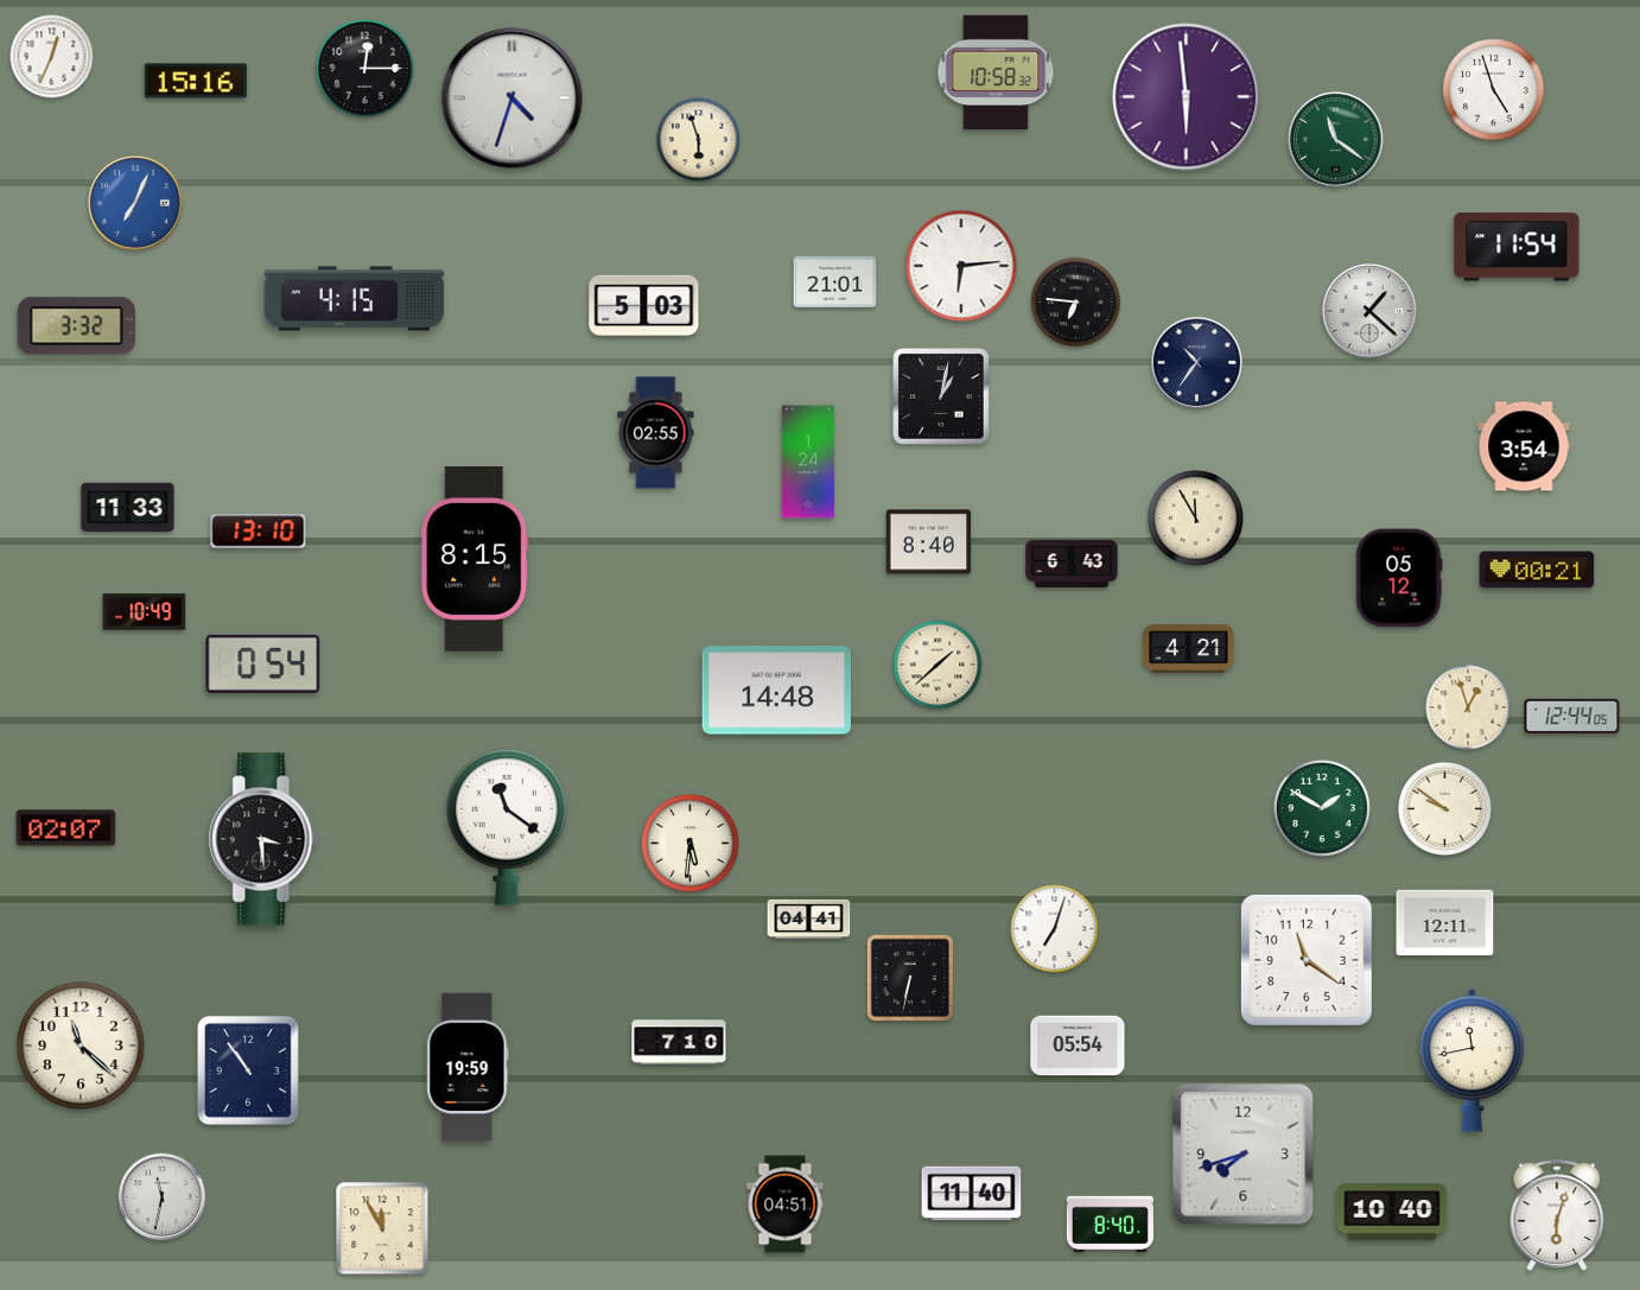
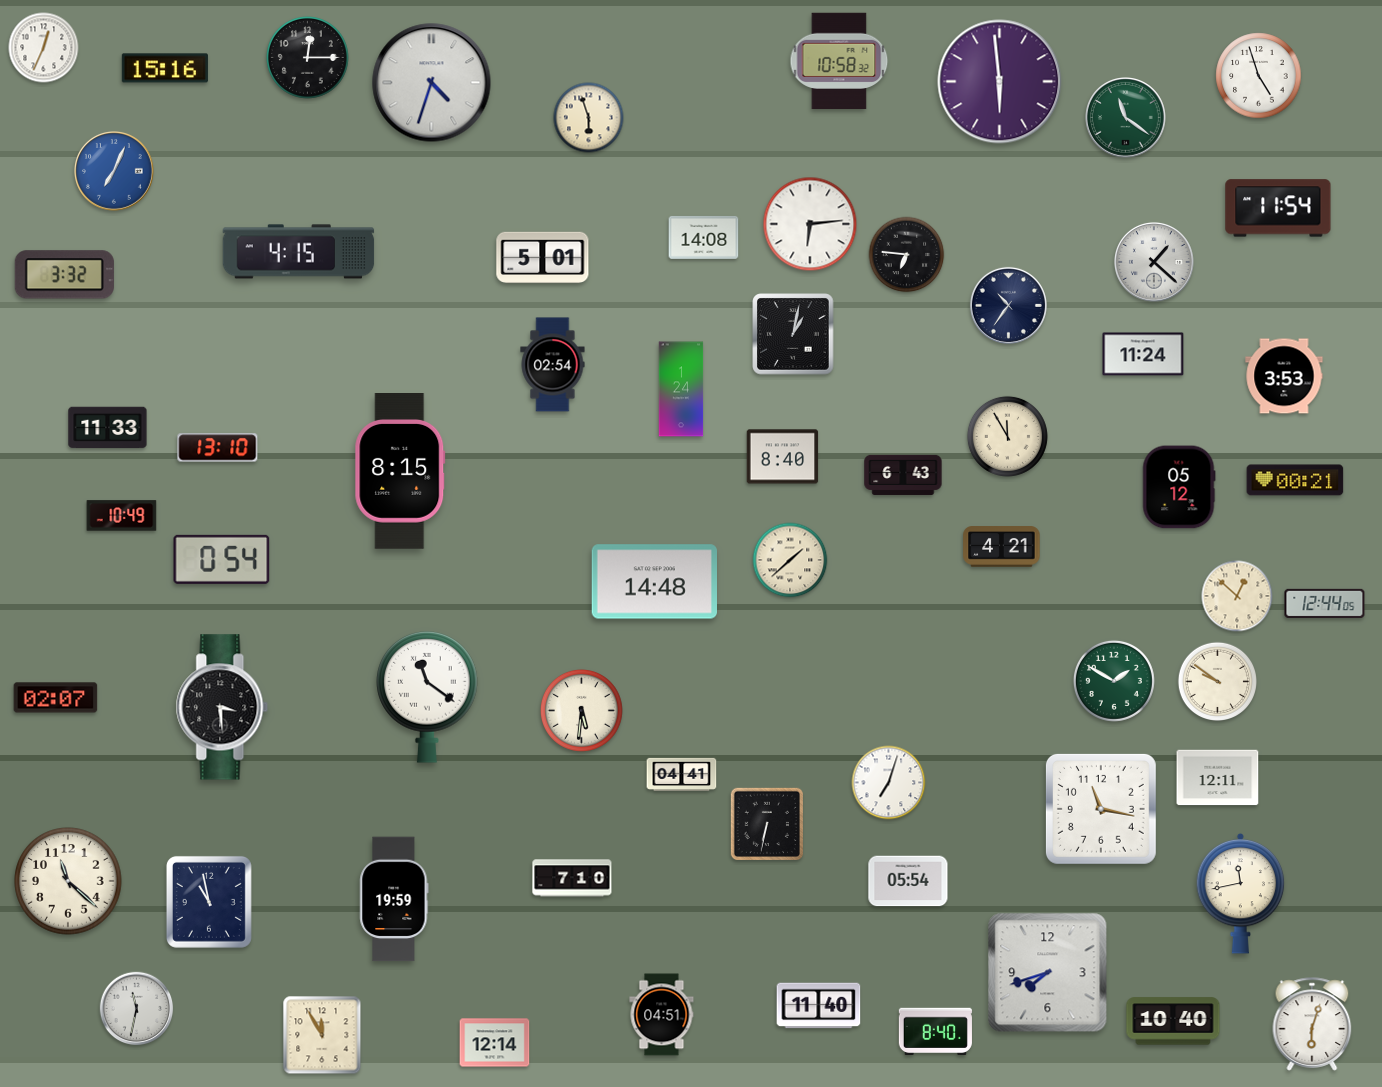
clock at (835, 282): 21:01 -> 14:08
clock at (644, 305): 5:03 -> 5:01
clock at (1143, 354): none -> 11:24
clock at (656, 433): 02:55 -> 02:54
clock at (1524, 446): 3:54 -> 3:53
clock at (1468, 707): 12:57 -> 12:52
clock at (1307, 960): 11:21 -> 11:17
clock at (248, 1070): 10:54 -> 10:58
clock at (495, 1043): none -> 12:14
